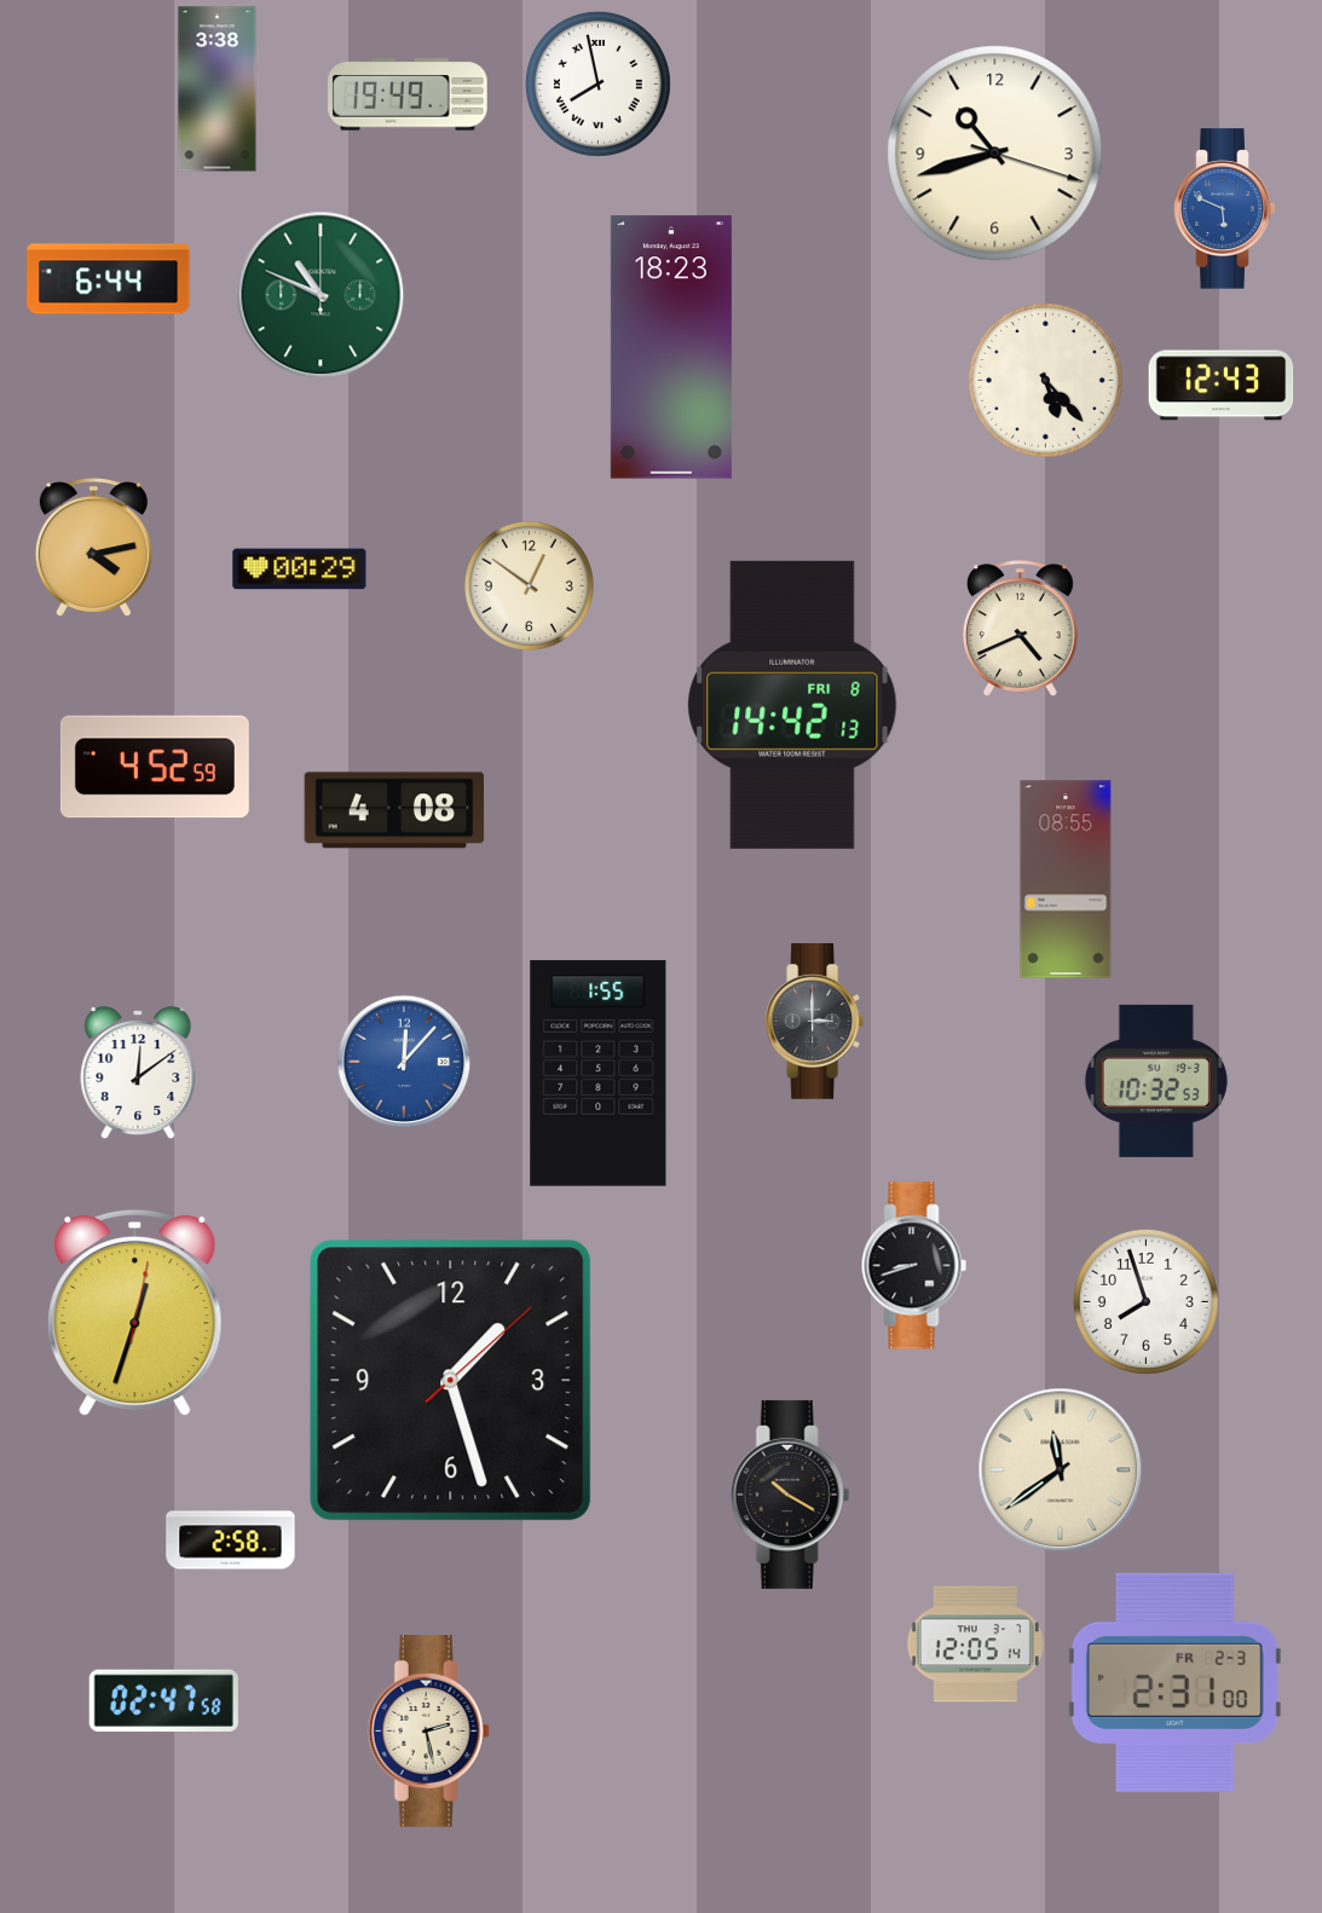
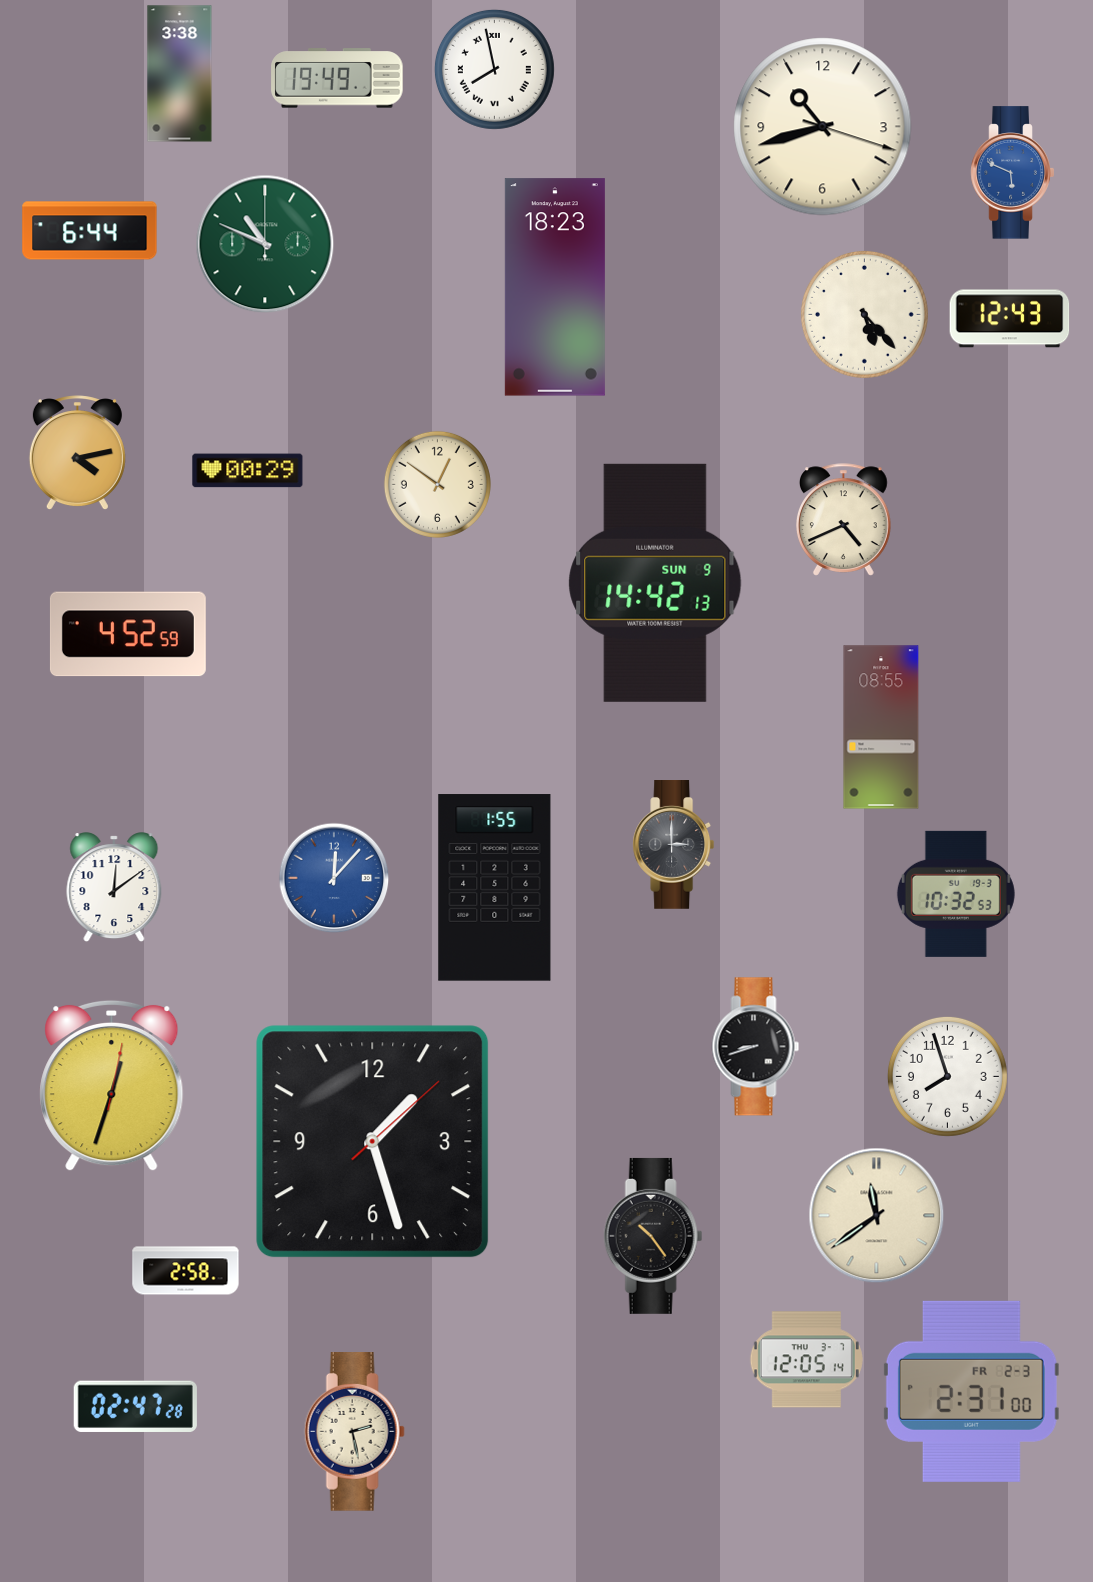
clock at (792, 705) date: FRI 8 -> SUN 9
clock at (394, 810): 4:08 -> none
clock at (790, 1495): 10:20 -> 10:24
clock at (231, 1541) position: (231, 1541) -> (186, 1271)
clock at (163, 1700): 02:47:58 -> 02:47:28
